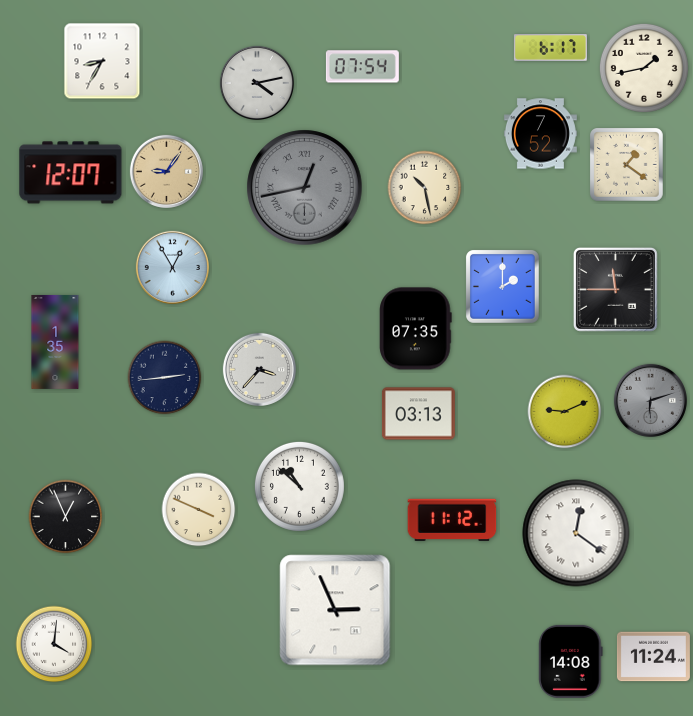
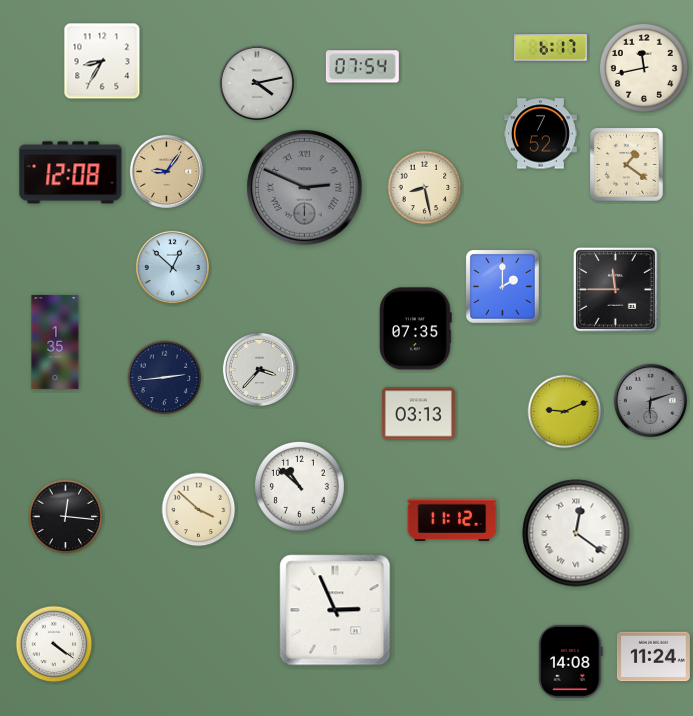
clock at (644, 68): 1:43 -> 11:43
clock at (71, 173): 12:07 -> 12:08
clock at (305, 188): 12:43 -> 2:49
clock at (425, 188): 10:28 -> 8:28
clock at (172, 267): 12:55 -> 12:52
clock at (199, 510): 3:49 -> 3:52
clock at (66, 517): 12:56 -> 12:16
clock at (54, 644): 4:01 -> 4:21
